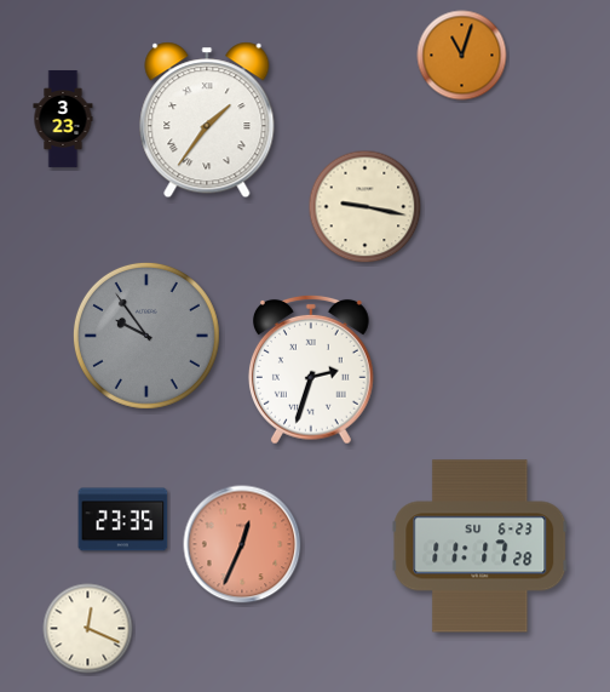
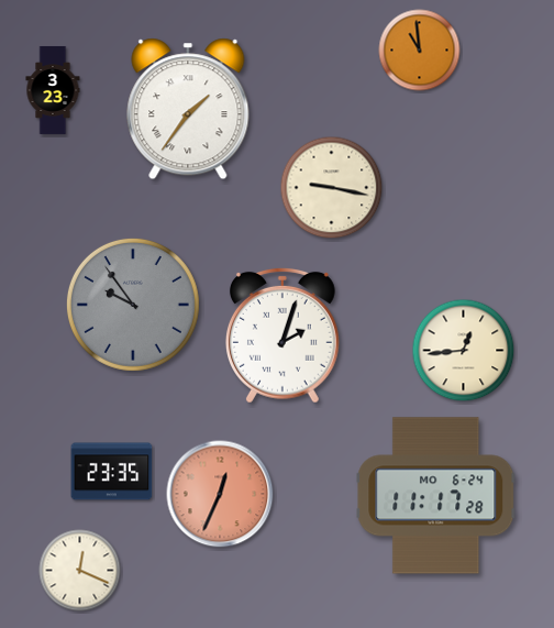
clock at (462, 56): 11:03 -> 10:59
clock at (63, 119) position: (63, 119) -> (53, 90)
clock at (311, 370): 2:33 -> 2:03
clock at (464, 351): none -> 12:44
clock at (480, 547) date: SU 6-23 -> MO 6-24
